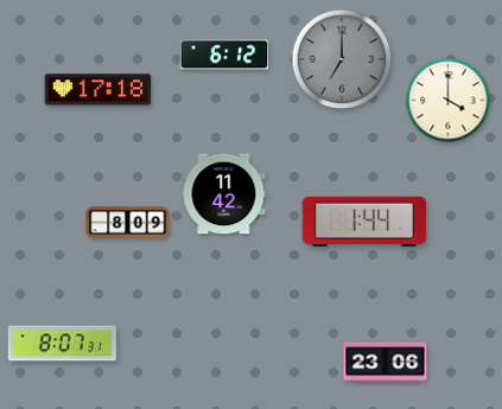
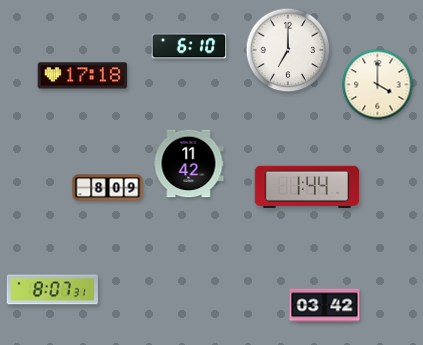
clock at (224, 55): 6:12 -> 6:10
clock at (342, 59) dial: grey -> white
clock at (386, 363): 23:06 -> 03:42
